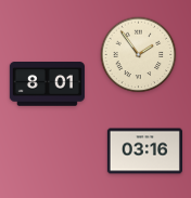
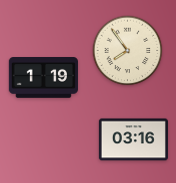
clock at (139, 55): 1:54 -> 7:54
clock at (47, 84): 8:01 -> 1:19
